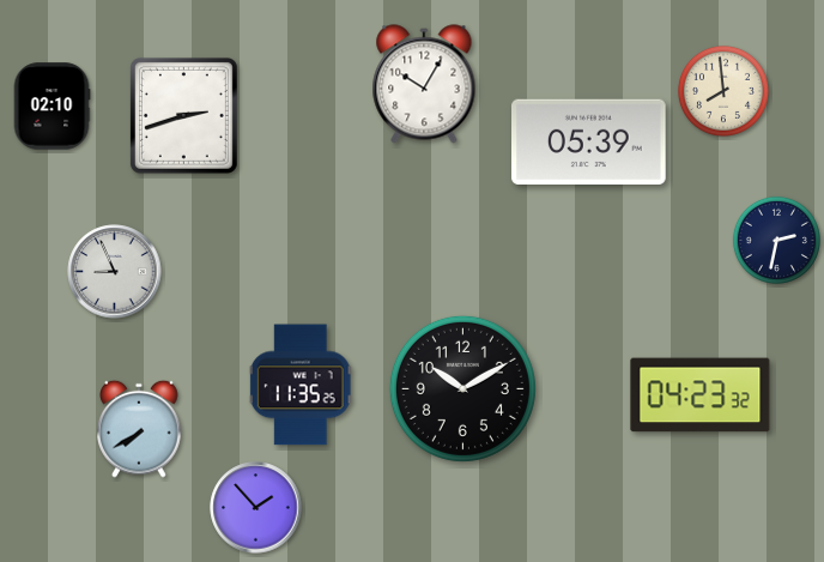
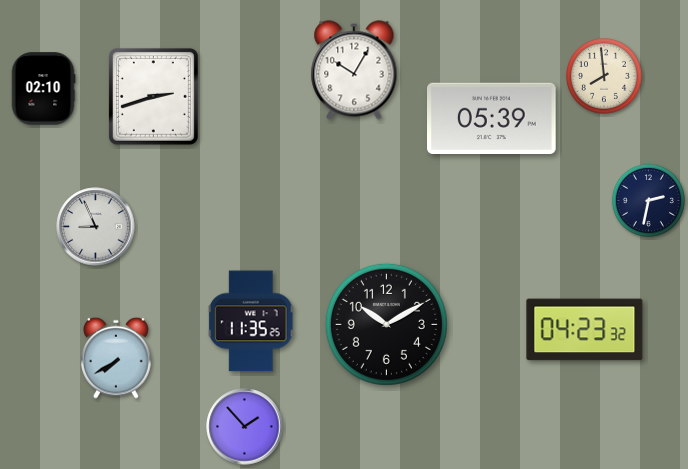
clock at (256, 508) position: (256, 508) -> (245, 427)
